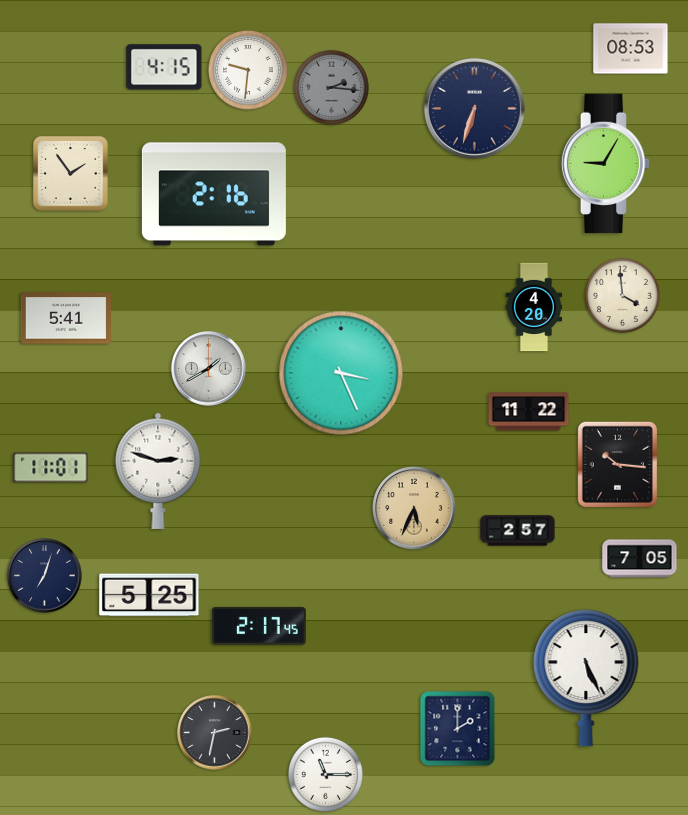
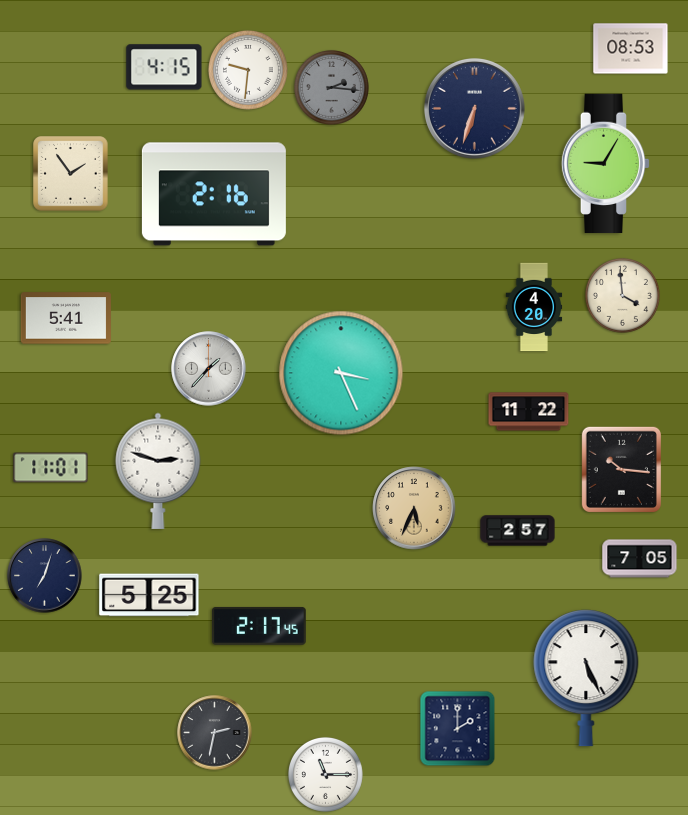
clock at (209, 369): 1:40 -> 1:37
clock at (617, 464) position: (617, 464) -> (621, 469)
